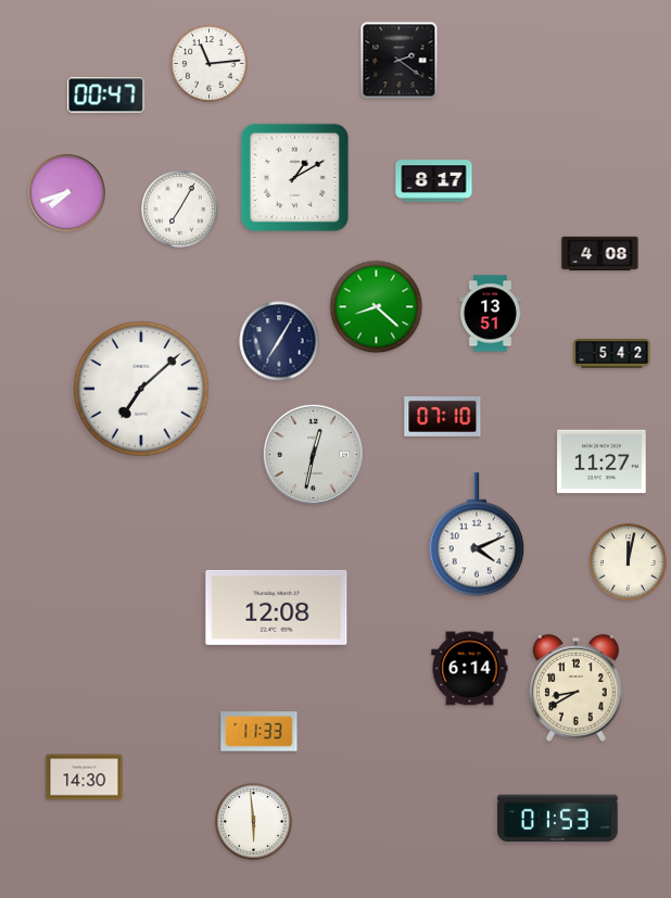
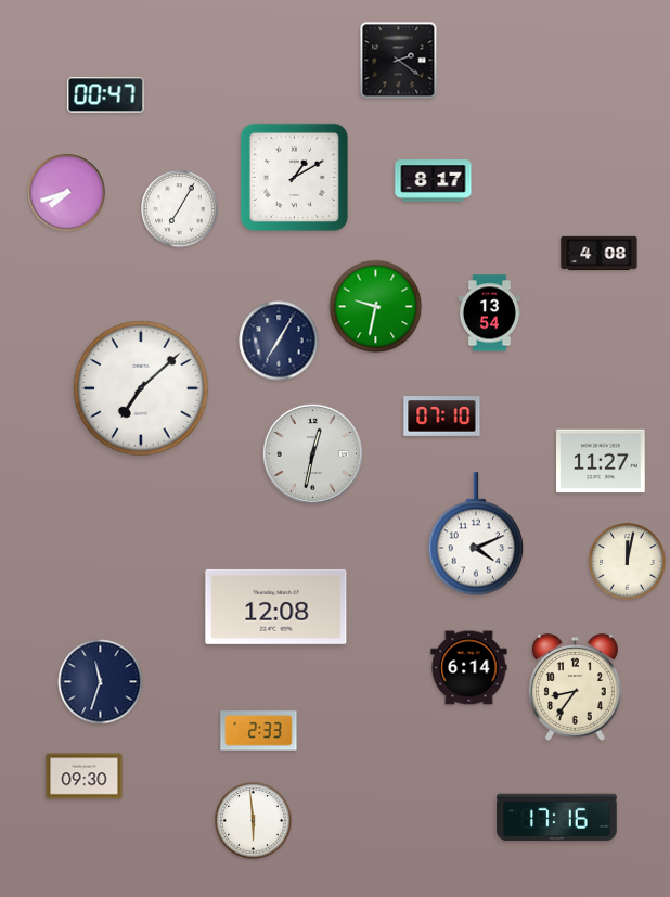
clock at (210, 64): 11:14 -> none
clock at (377, 307): 8:22 -> 9:32
clock at (490, 314): 13:51 -> 13:54
clock at (612, 354): 5:42 -> none
clock at (101, 682): none -> 11:33
clock at (575, 688): 8:40 -> 8:36
clock at (259, 732): 11:33 -> 2:33
clock at (85, 777): 14:30 -> 09:30
clock at (558, 819): 01:53 -> 17:16
